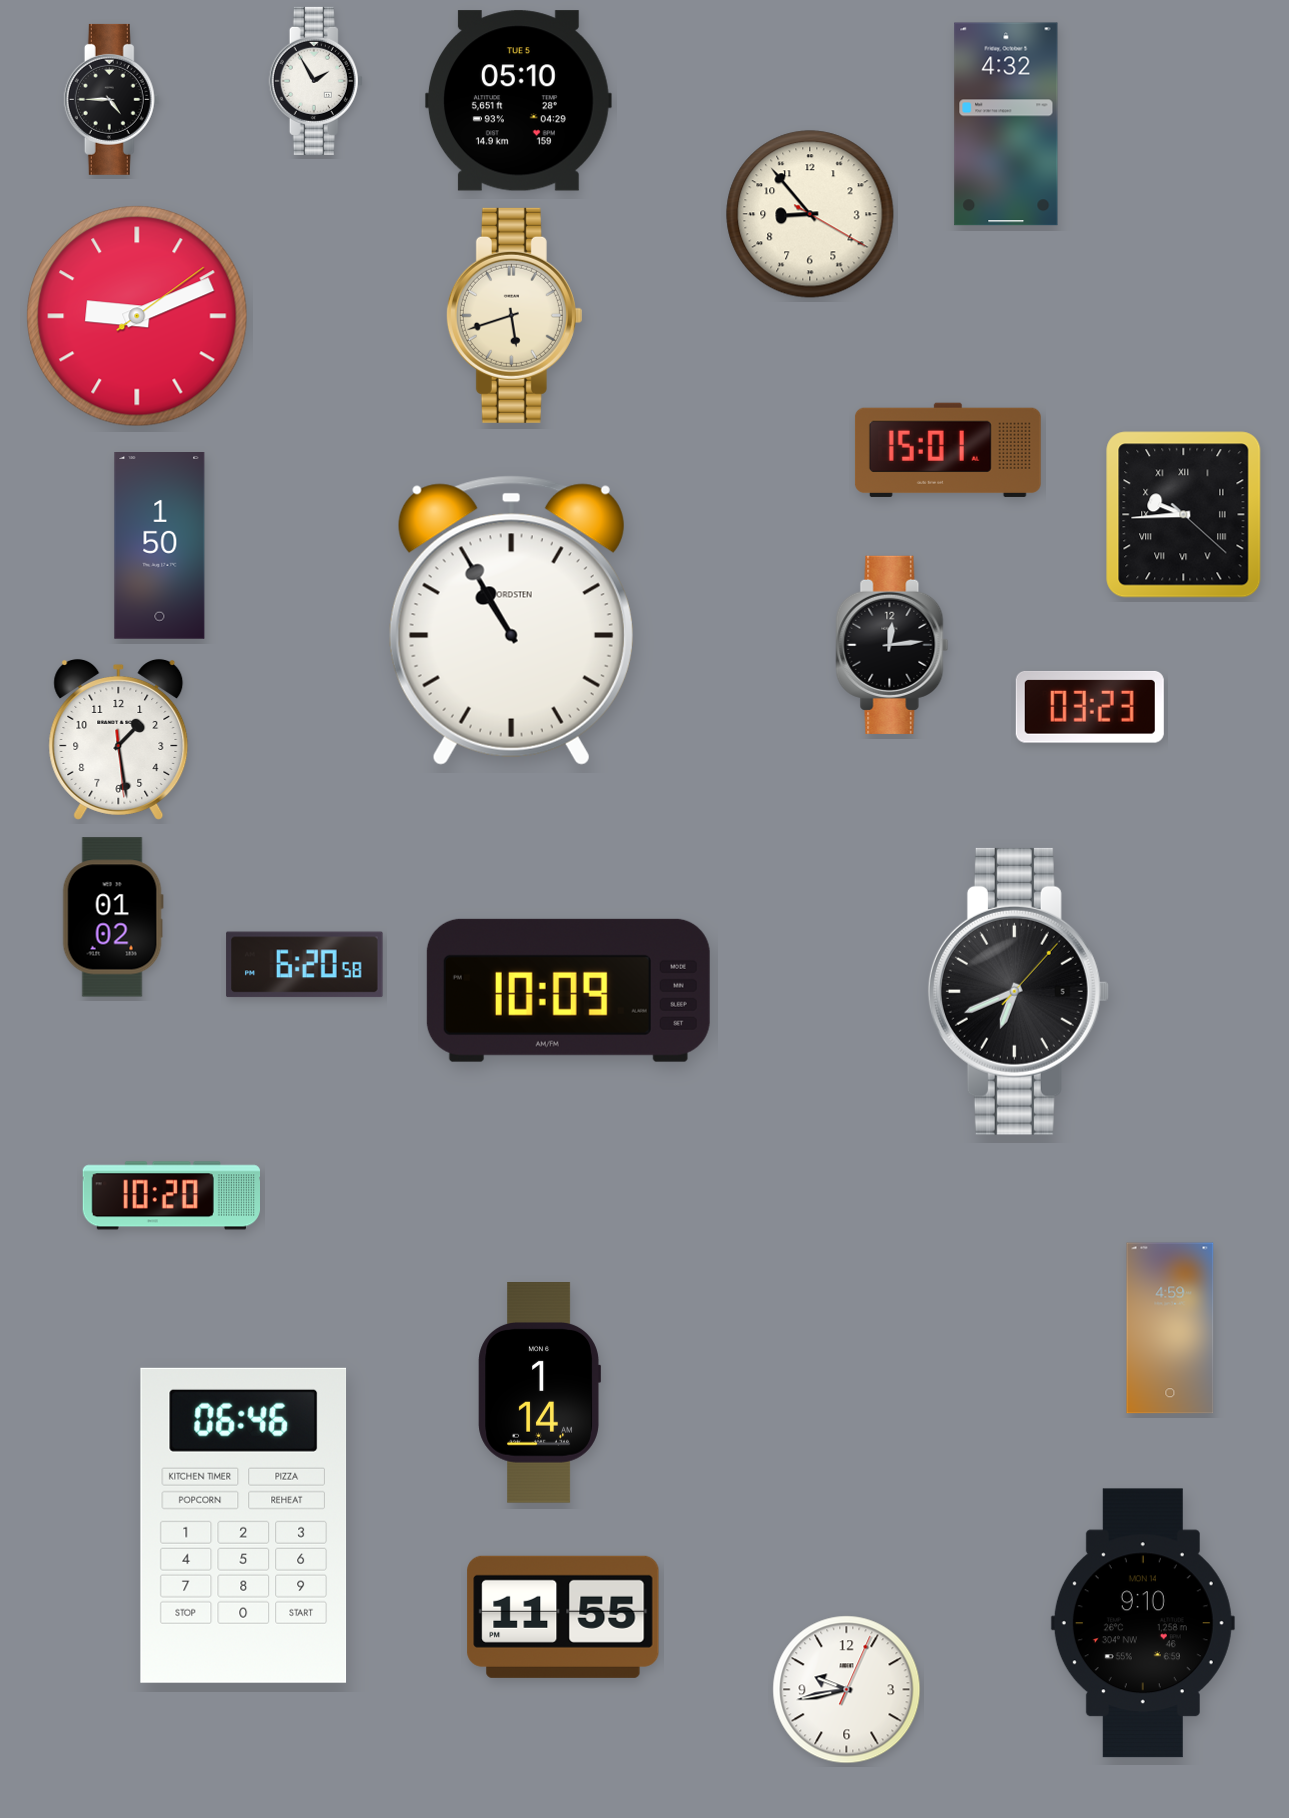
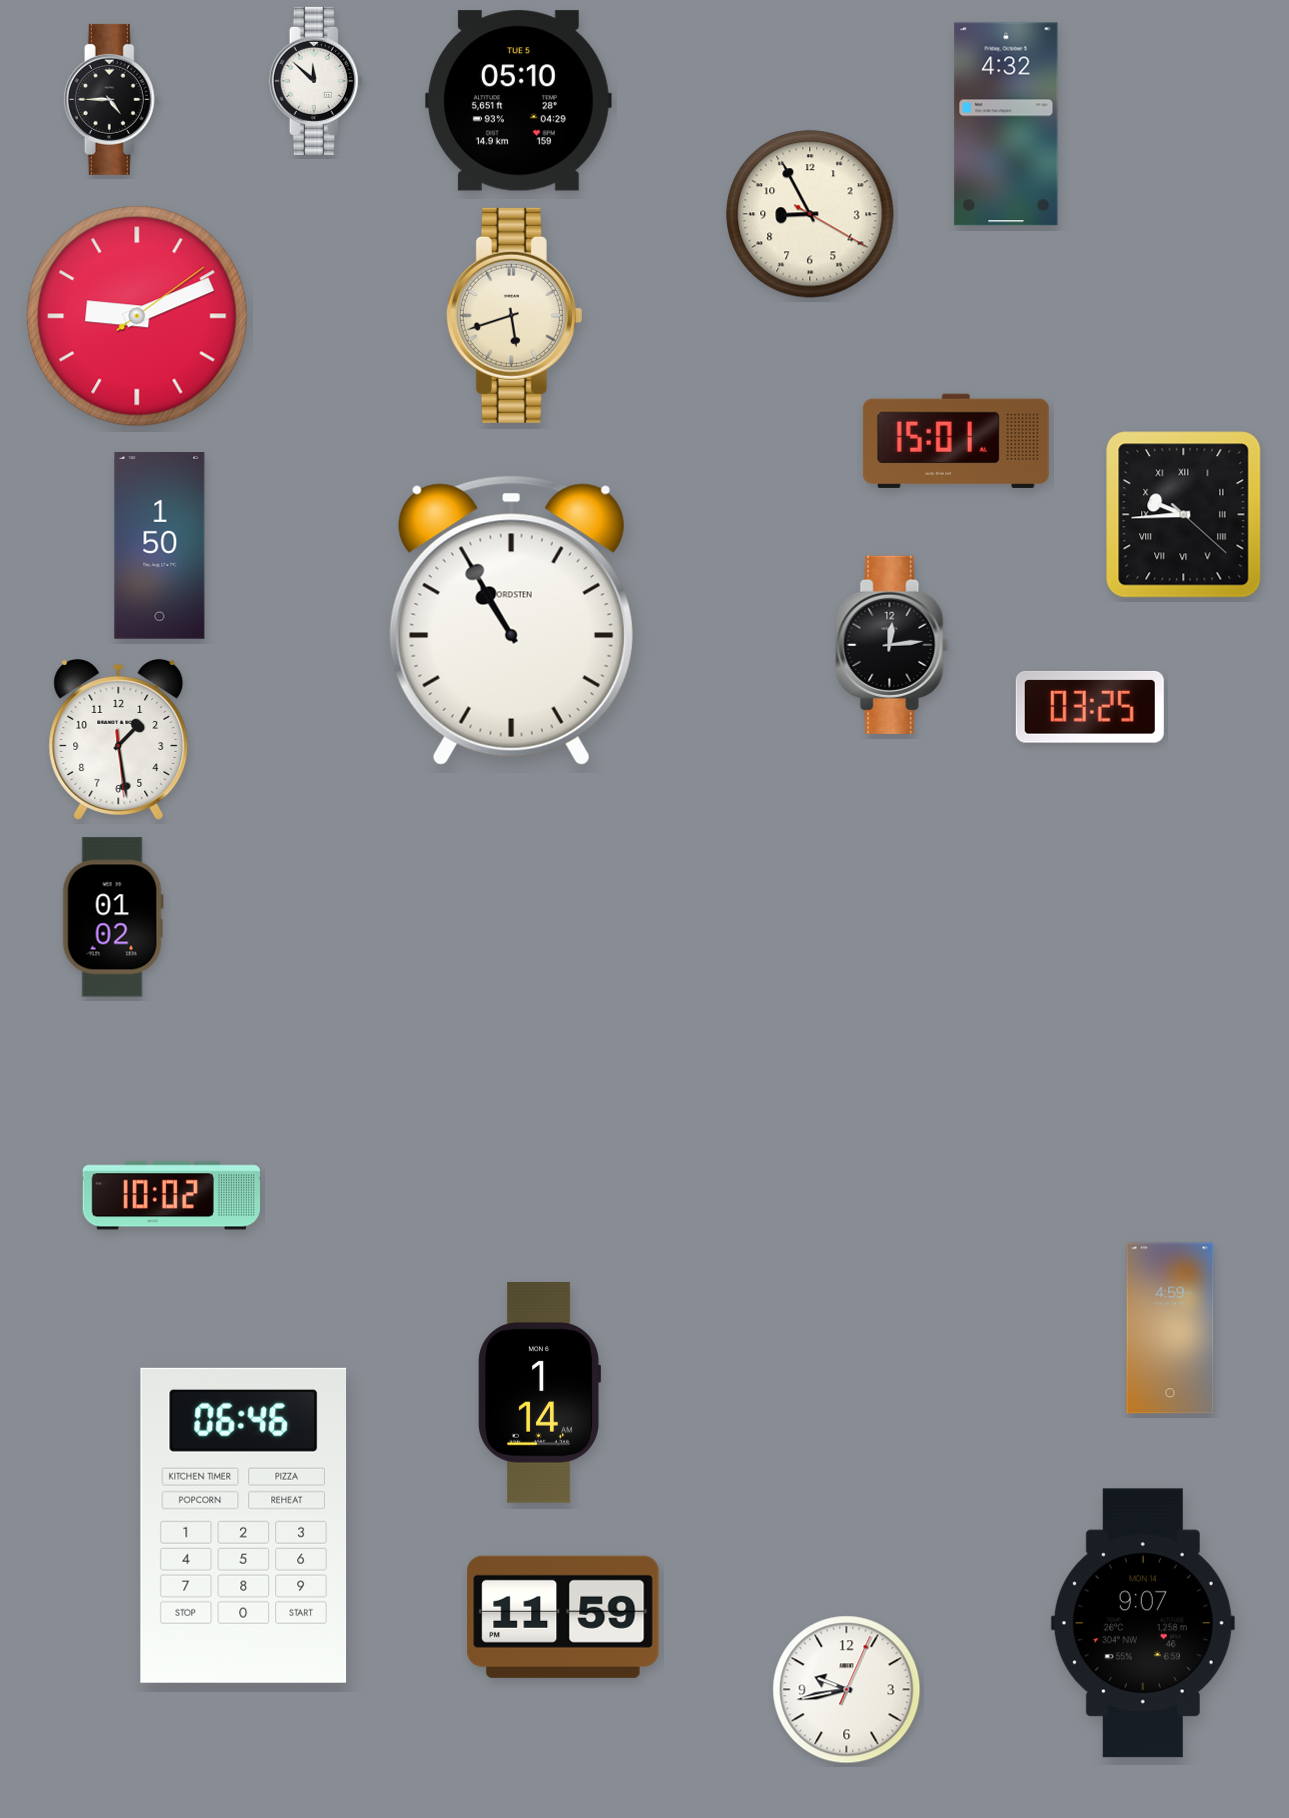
clock at (316, 81): 1:55 -> 11:52
clock at (810, 214): 8:53 -> 8:55
clock at (948, 450) position: (948, 450) -> (956, 441)
clock at (1090, 707): 03:23 -> 03:25
clock at (305, 965): 6:20 -> none
clock at (568, 990): 10:09 -> none
clock at (1018, 991): 6:41 -> none
clock at (171, 1196): 10:20 -> 10:02
clock at (563, 1617): 11:55 -> 11:59
clock at (1143, 1623): 9:10 -> 9:07
